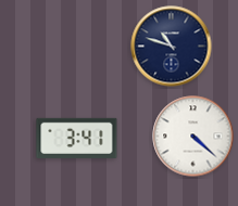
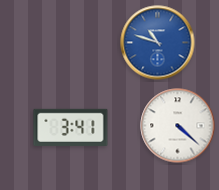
clock at (172, 47) dial: navy -> blue
